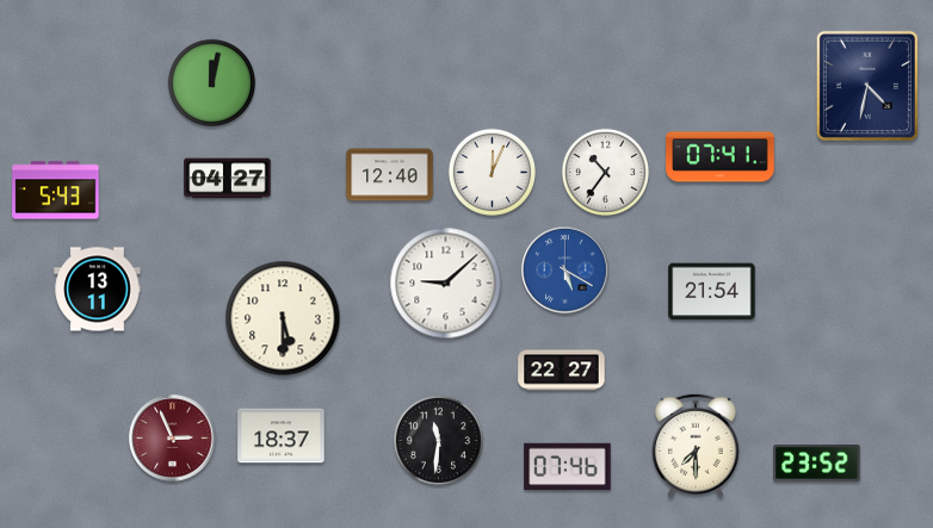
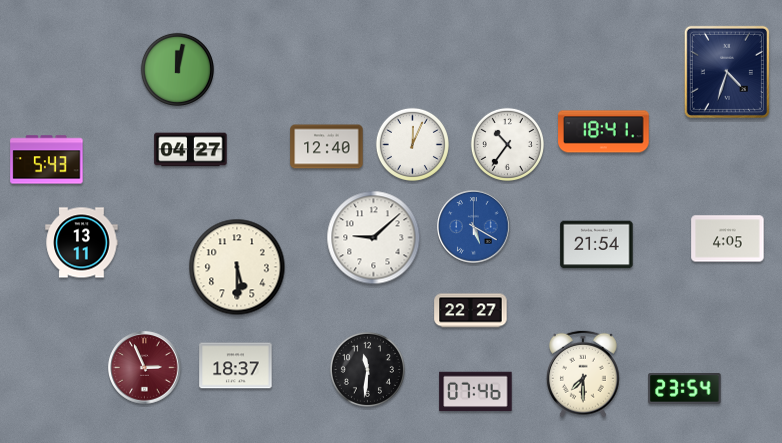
clock at (867, 86): 4:32 -> 4:33
clock at (721, 157): 07:41 -> 18:41
clock at (728, 239): none -> 4:05
clock at (817, 464): 23:52 -> 23:54
